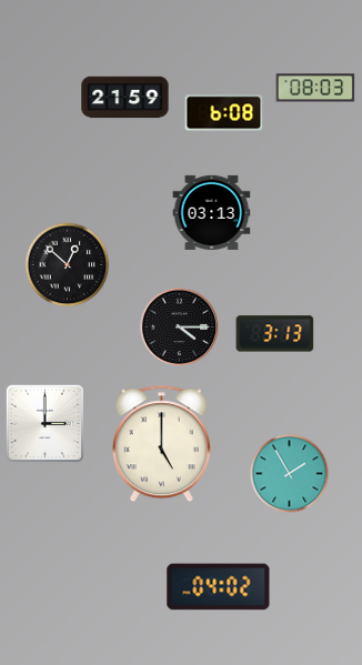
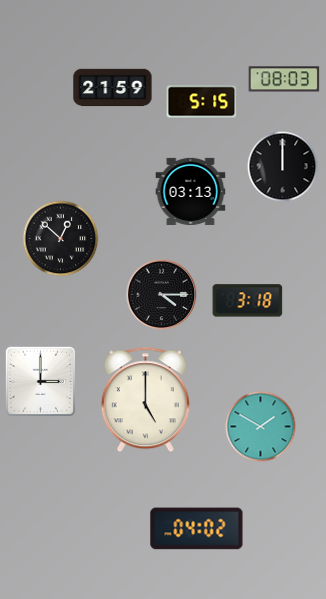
clock at (224, 113): 6:08 -> 5:15
clock at (283, 167): none -> 12:00
clock at (275, 334): 3:13 -> 3:18
clock at (290, 474): 1:55 -> 1:50
